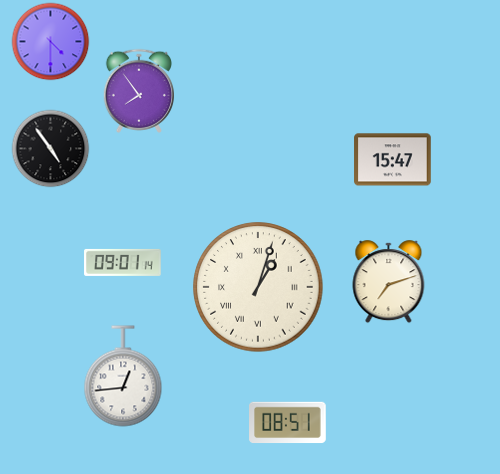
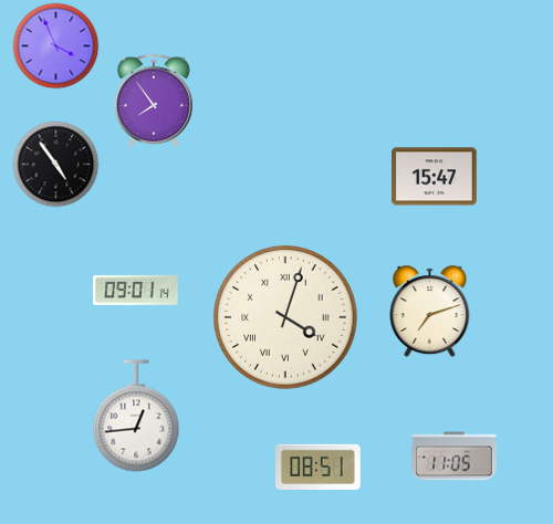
clock at (50, 41): 4:30 -> 3:56
clock at (258, 287): 1:03 -> 4:03
clock at (455, 457): none -> 11:05
